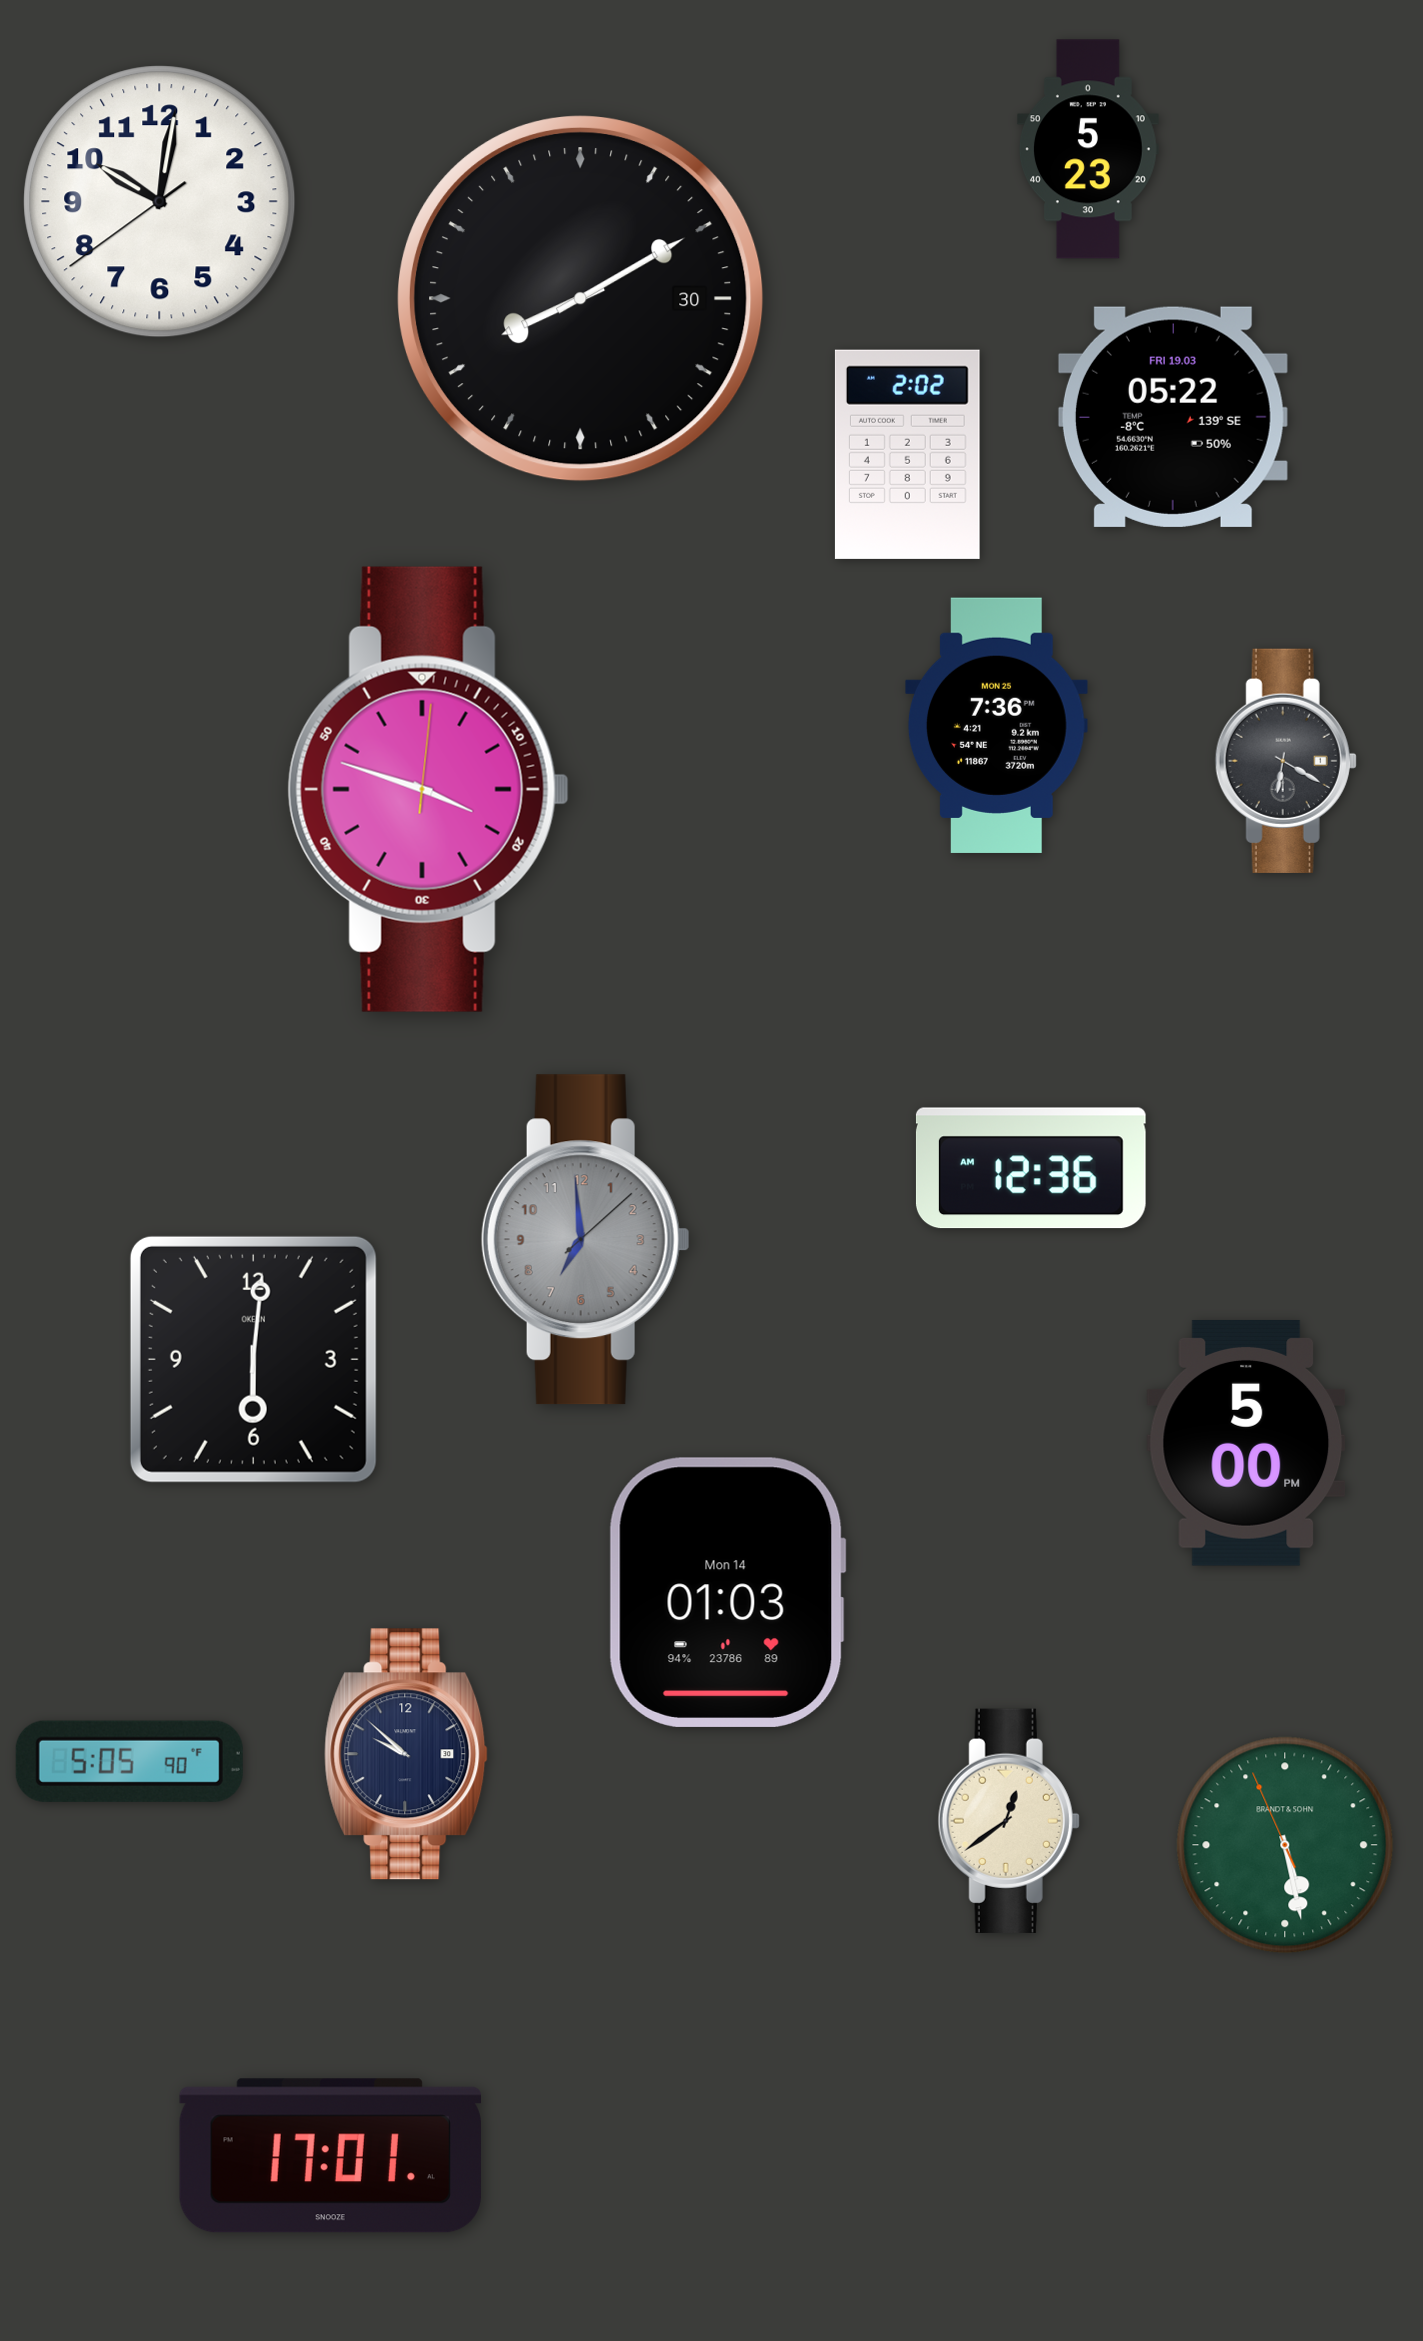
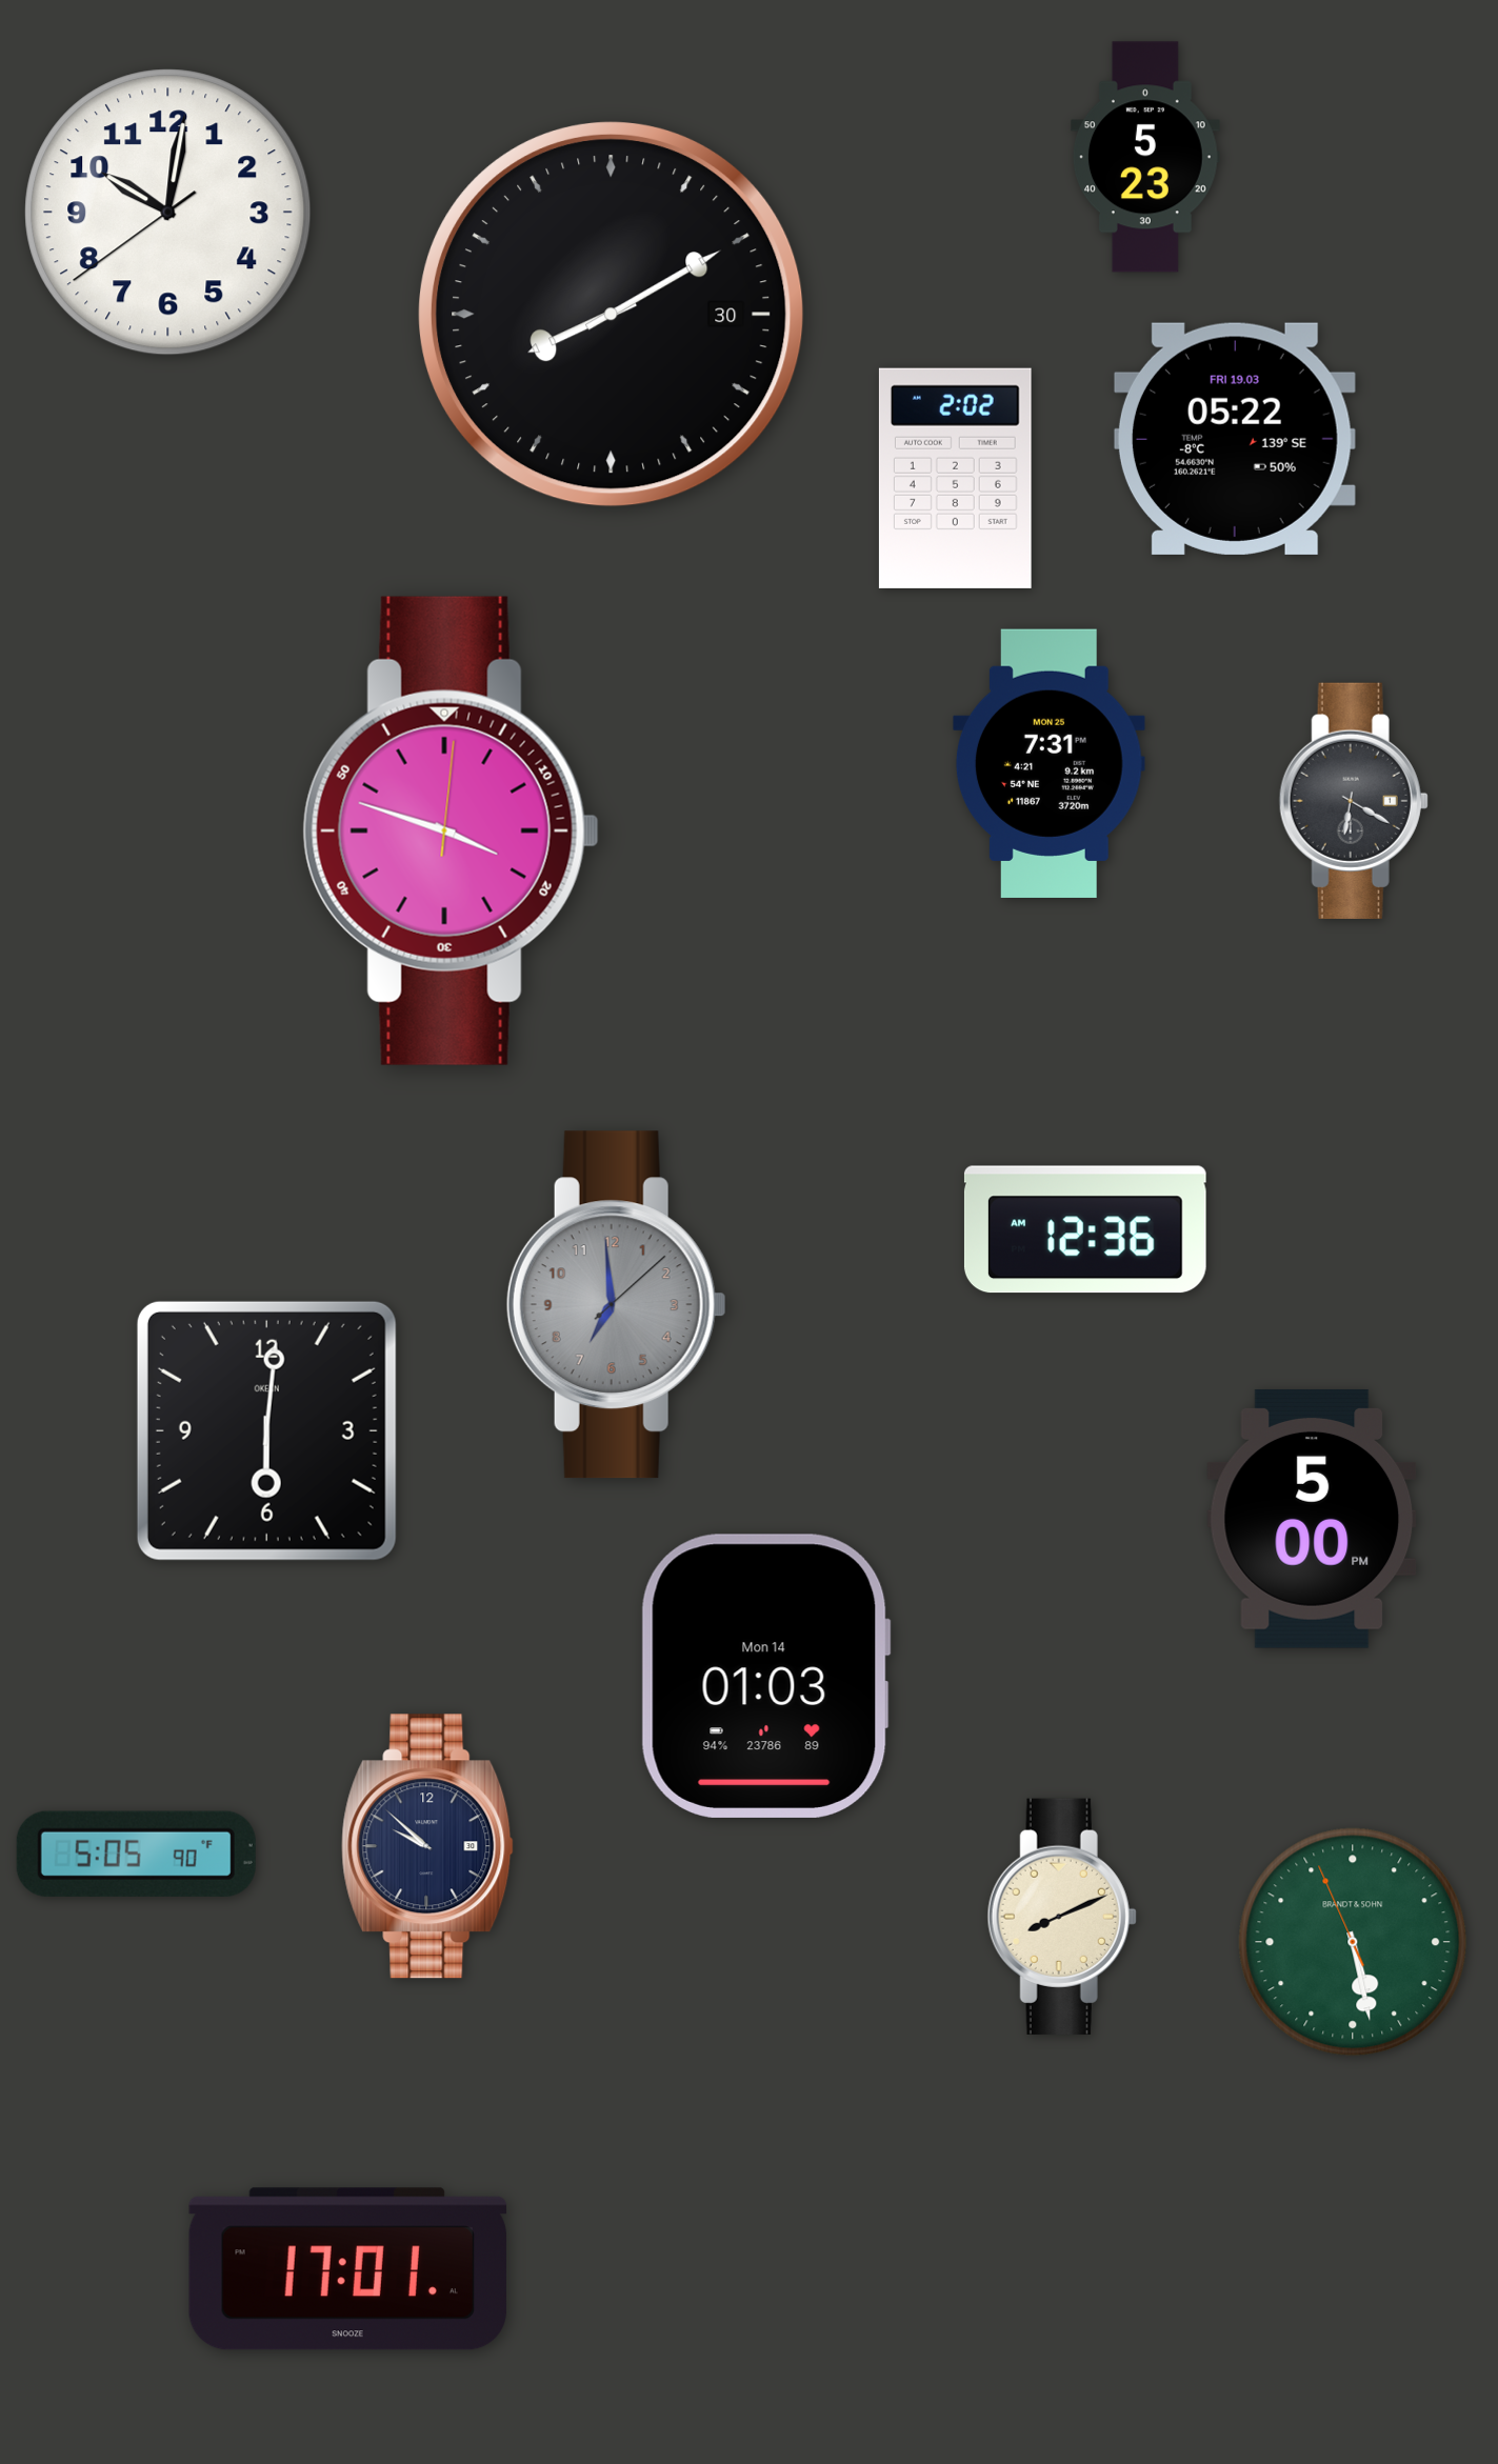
clock at (996, 725): 7:36 -> 7:31
clock at (1009, 1821): 12:39 -> 8:11
